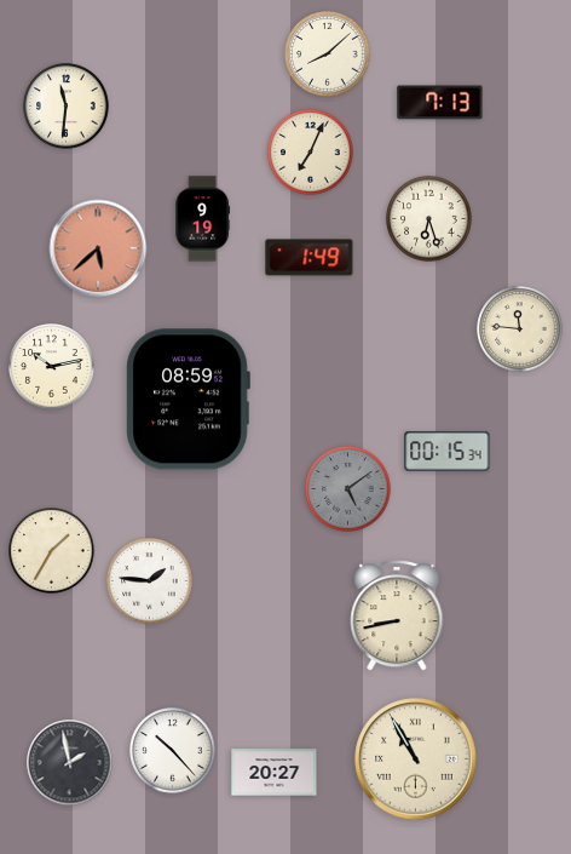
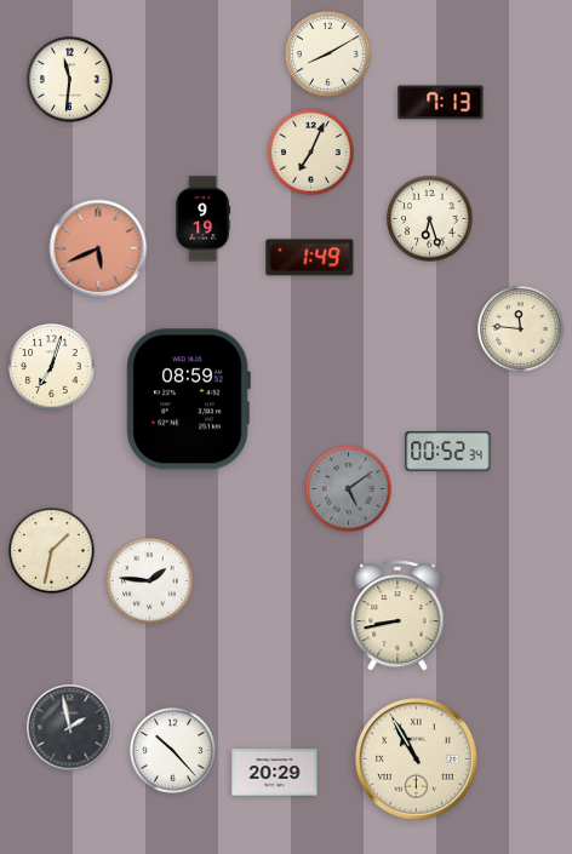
clock at (328, 55): 8:08 -> 8:10
clock at (67, 107) position: (67, 107) -> (70, 80)
clock at (98, 248): 5:38 -> 5:41
clock at (52, 367): 10:13 -> 7:03
clock at (448, 452): 00:15 -> 00:52
clock at (52, 551): 1:35 -> 1:32
clock at (70, 763) position: (70, 763) -> (70, 728)
clock at (275, 773): 20:27 -> 20:29
